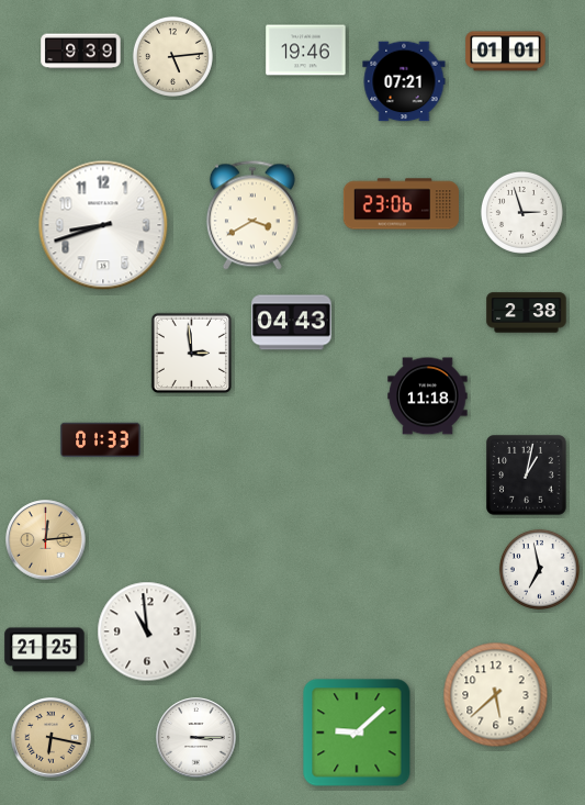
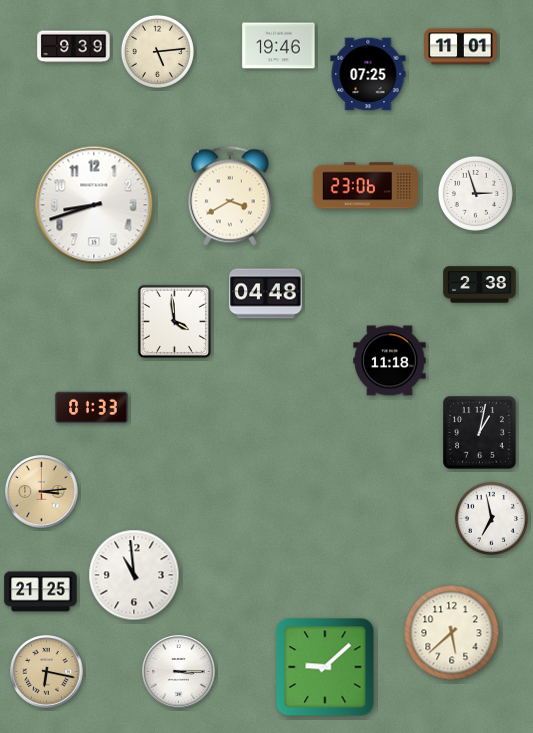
clock at (506, 52): 01:01 -> 11:01
clock at (404, 81): 07:21 -> 07:25
clock at (292, 323): 04:43 -> 04:48
clock at (191, 353): 2:59 -> 3:59
clock at (101, 440) position: (101, 440) -> (92, 408)
clock at (46, 540): 12:14 -> 3:14
